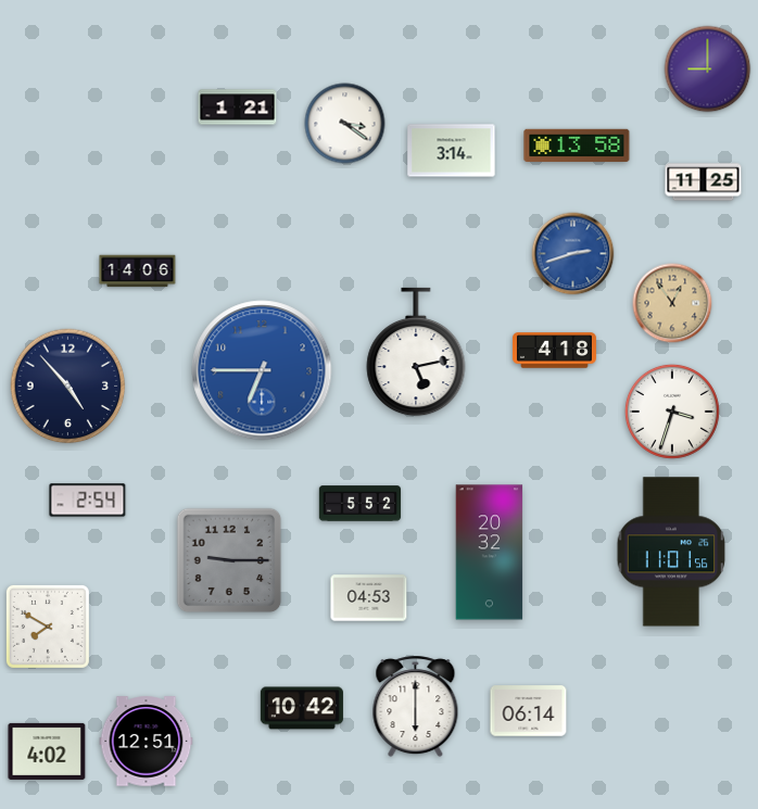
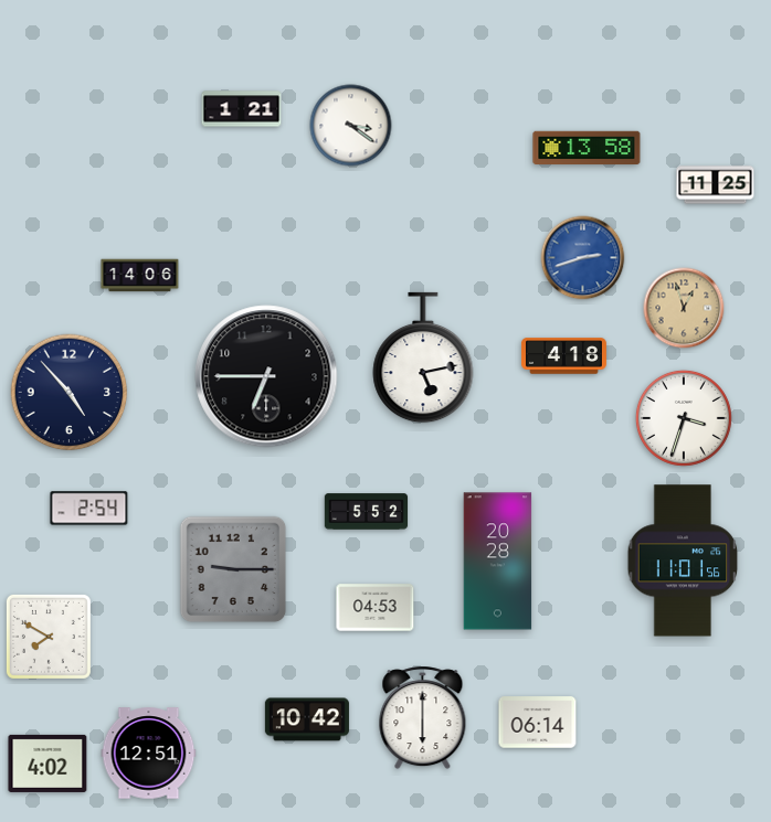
clock at (708, 69): 9:00 -> none
clock at (452, 151): 3:14 -> none
clock at (672, 303): 12:54 -> 12:57
clock at (262, 370) dial: blue -> black
clock at (490, 553): 20:32 -> 20:28
